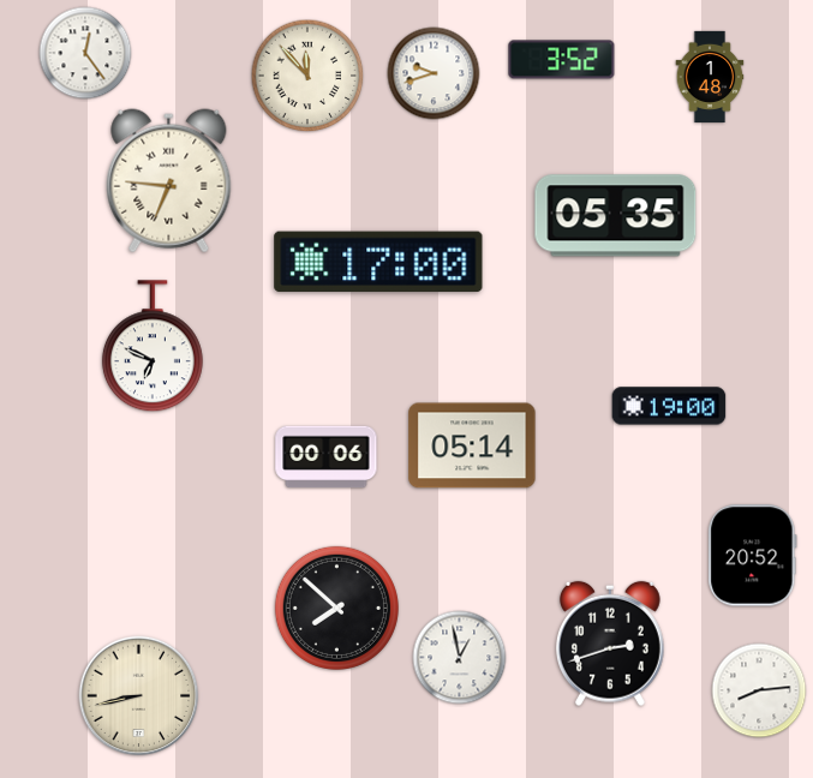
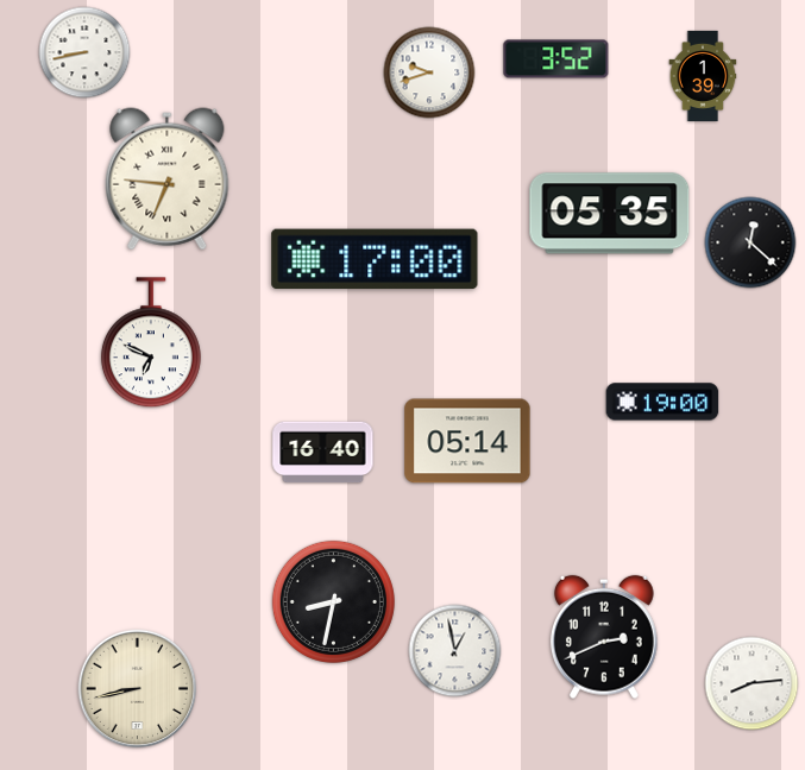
clock at (85, 53): 12:24 -> 8:43
clock at (307, 76): 11:53 -> none
clock at (710, 76): 1:48 -> 1:39
clock at (750, 242): none -> 12:22
clock at (327, 457): 00:06 -> 16:40
clock at (753, 556): 20:52 -> none
clock at (336, 608): 7:52 -> 8:32
clock at (610, 644): 2:42 -> 2:41
